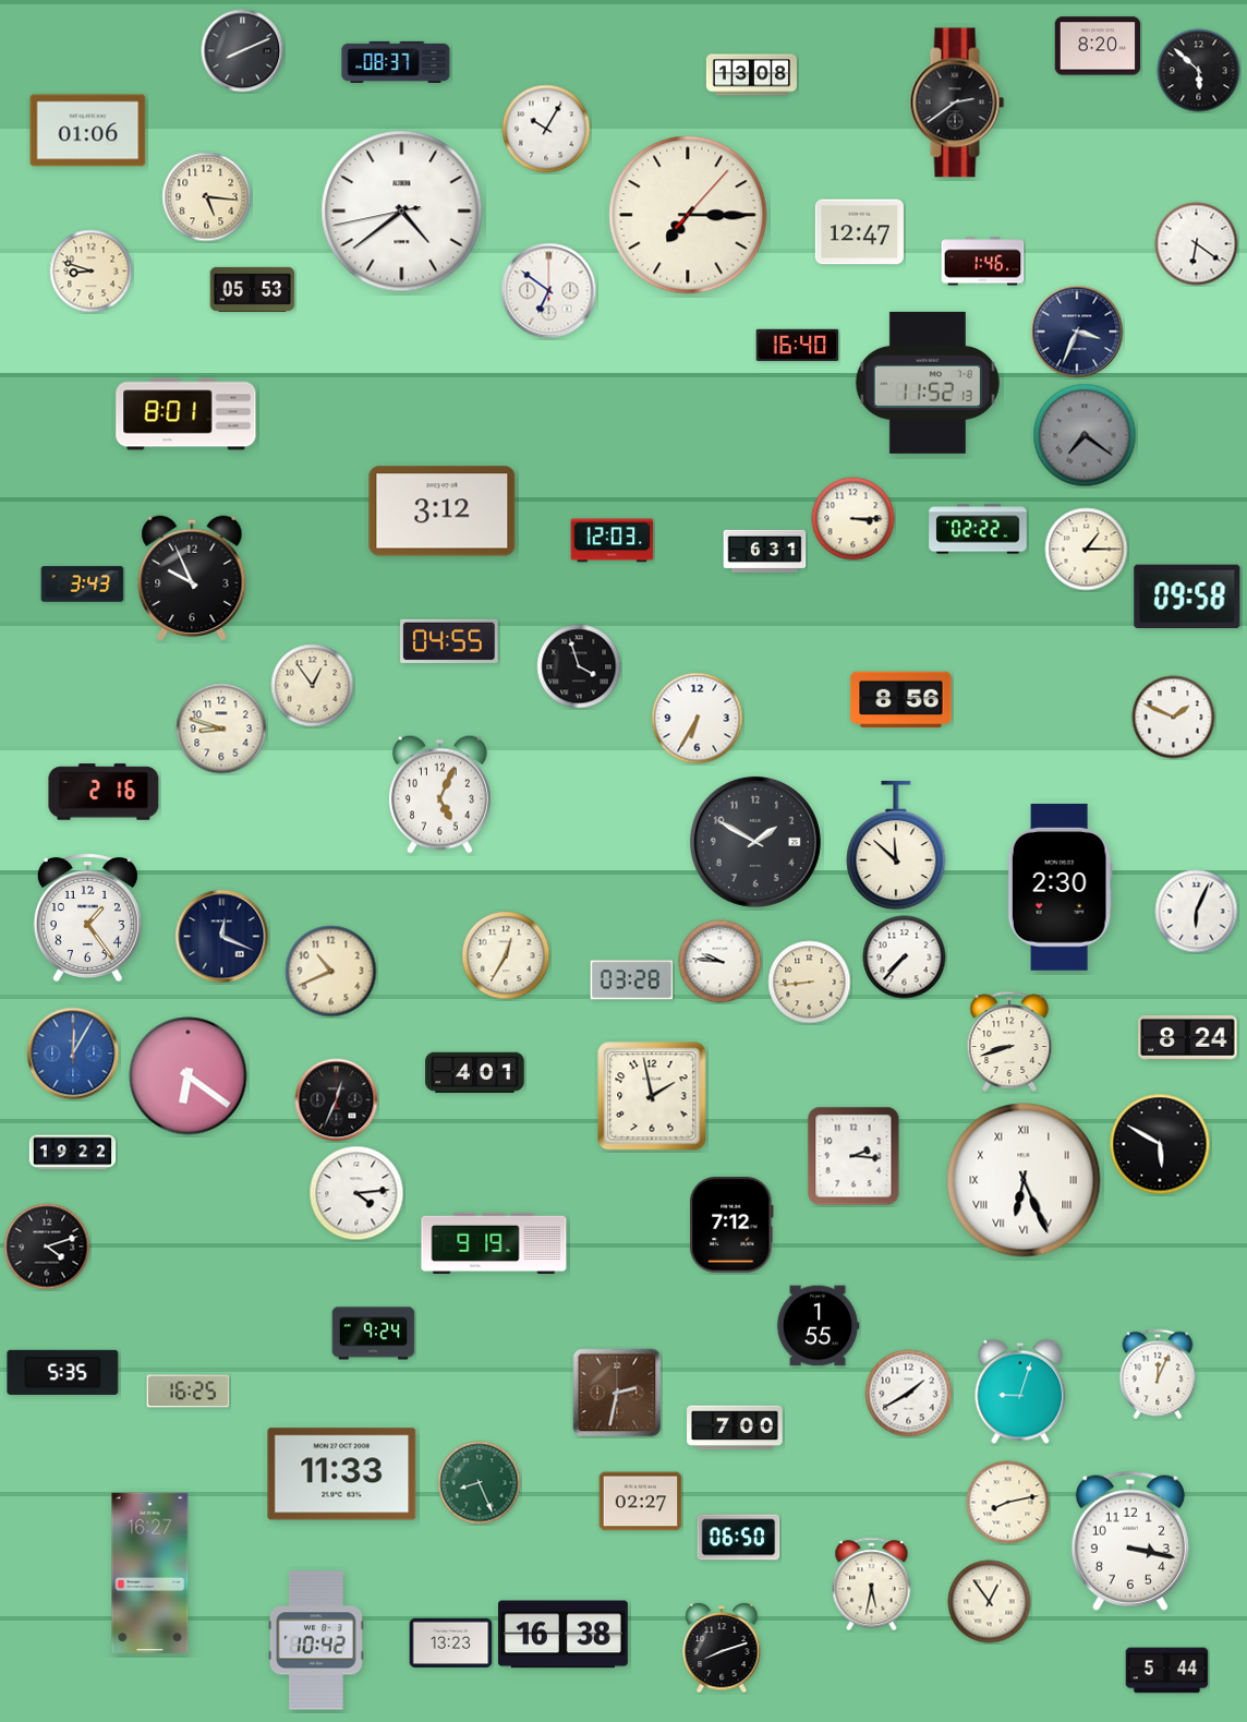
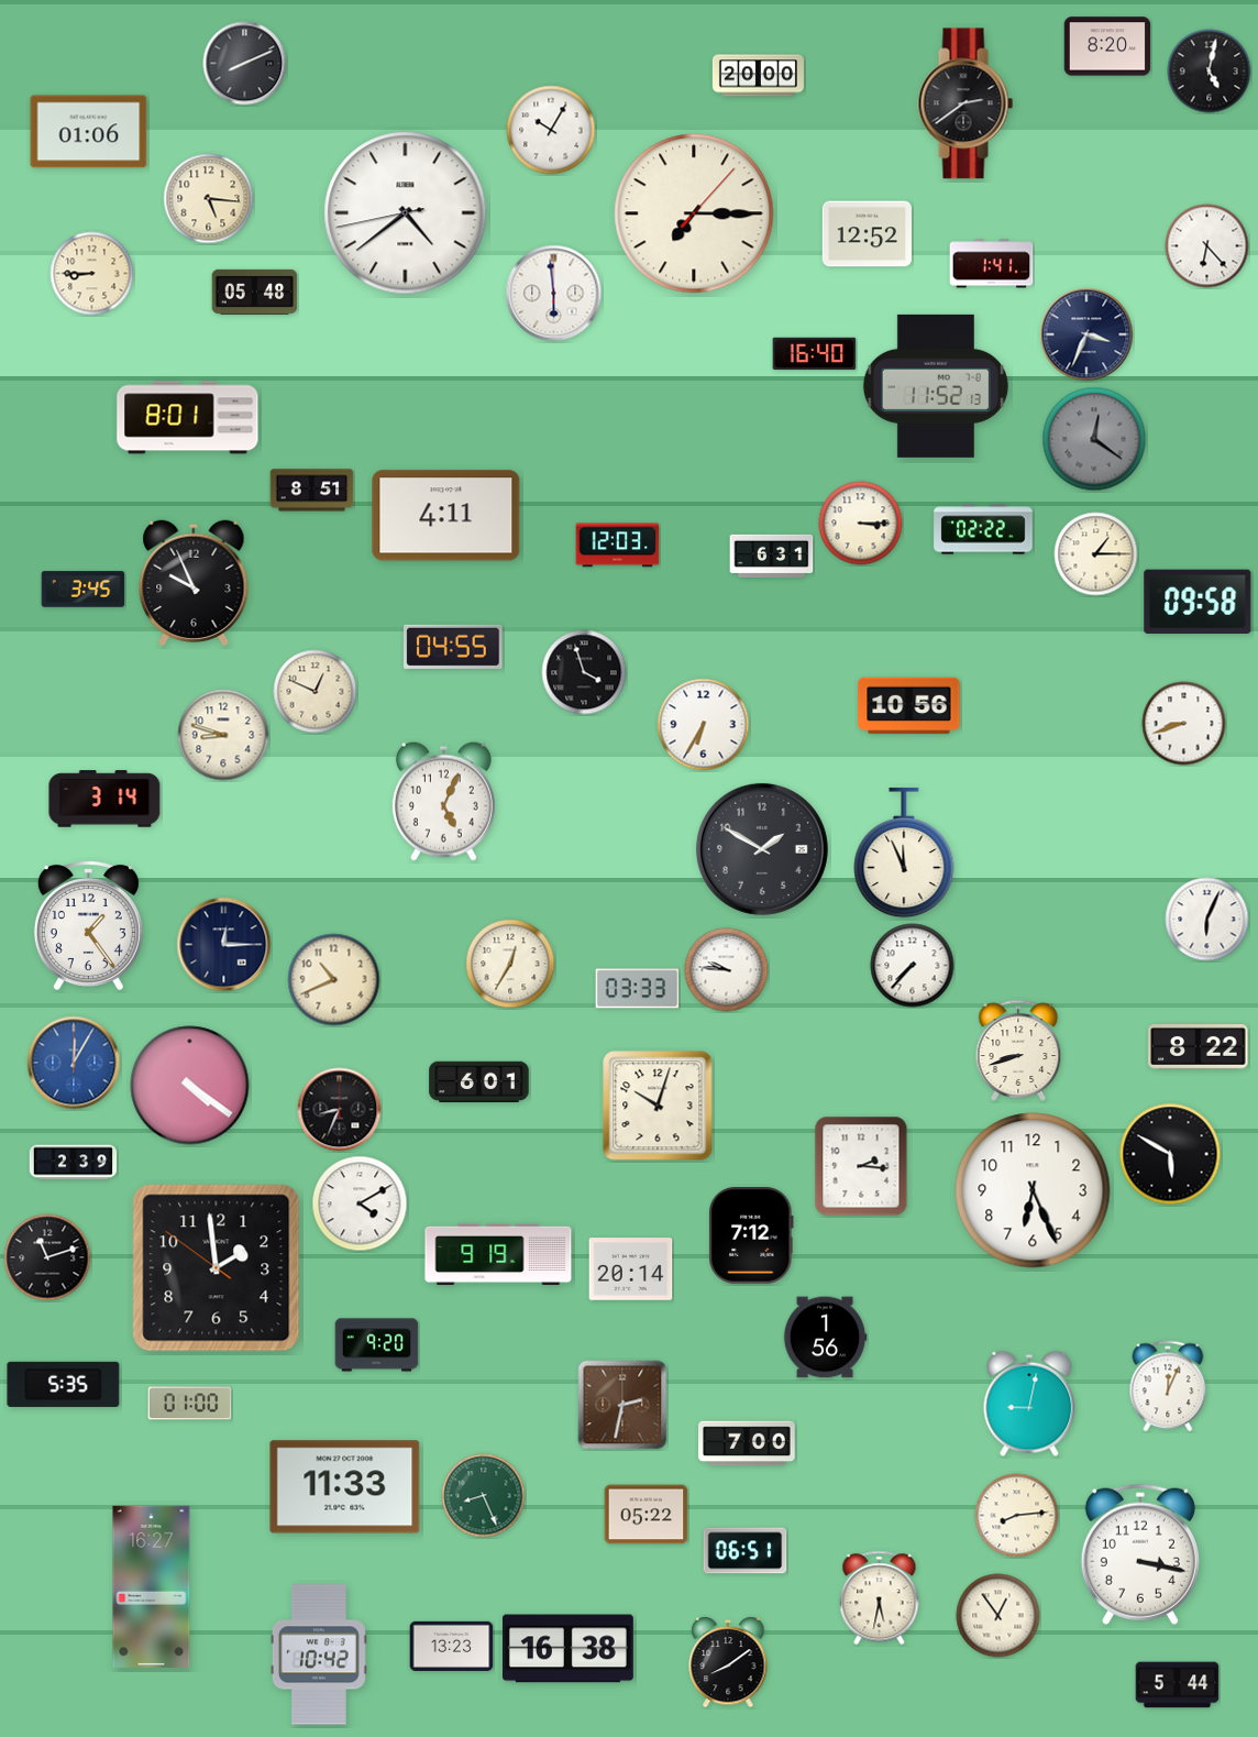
clock at (243, 51) position: (243, 51) -> (245, 64)
clock at (396, 62): 08:37 -> none
clock at (1199, 71): 5:52 -> 5:02
clock at (751, 75): 13:08 -> 20:00
clock at (688, 215) position: (688, 215) -> (694, 213)
clock at (859, 232): 12:47 -> 12:52
clock at (1197, 244): 6:21 -> 6:23
clock at (983, 262): 1:46 -> 1:41
clock at (92, 272): 8:48 -> 8:45
clock at (253, 289): 05:53 -> 05:48
clock at (549, 291): 6:51 -> 5:59
clock at (798, 346) position: (798, 346) -> (815, 354)
clock at (1085, 435): 7:21 -> 12:21
clock at (312, 491): none -> 8:51
clock at (443, 511): 3:12 -> 4:11
clock at (978, 529) position: (978, 529) -> (983, 529)
clock at (83, 585): 3:43 -> 3:45
clock at (313, 686): 12:54 -> 12:49
clock at (901, 700): 8:56 -> 10:56
clock at (1174, 718): 1:49 -> 8:42
clock at (104, 792): 2:16 -> 3:14
clock at (896, 845): 11:52 -> 11:56
clock at (1060, 887): 2:30 -> none
clock at (222, 937): 12:19 -> 12:15
clock at (632, 980): 03:28 -> 03:33
clock at (810, 983): 8:44 -> none
clock at (1188, 1038): 8:24 -> 8:22
clock at (475, 1072): 4:01 -> 6:01
clock at (189, 1076): 6:21 -> 4:21
clock at (652, 1096): 1:58 -> 10:03
clock at (337, 1100): 12:34 -> 8:34
clock at (73, 1153): 19:22 -> 2:39
clock at (1024, 1180) numerals: Roman -> Arabic
clock at (356, 1193): 4:14 -> 4:10
clock at (731, 1225) position: (731, 1225) -> (751, 1235)
clock at (47, 1247): 4:12 -> 11:12
clock at (217, 1268): none -> 1:58
clock at (631, 1269): none -> 20:14
clock at (818, 1326): 1:55 -> 1:56
clock at (374, 1334): 9:24 -> 9:20
clock at (189, 1392): 16:25 -> 01:00
clock at (1020, 1392): 9:03 -> 9:02
clock at (909, 1394): 1:40 -> none
clock at (735, 1428) position: (735, 1428) -> (747, 1443)
clock at (641, 1502): 02:27 -> 05:22
clock at (1008, 1503): 8:13 -> 8:14
clock at (739, 1538): 06:50 -> 06:51
clock at (451, 1642) position: (451, 1642) -> (452, 1646)
clock at (722, 1648): 8:12 -> 8:09
